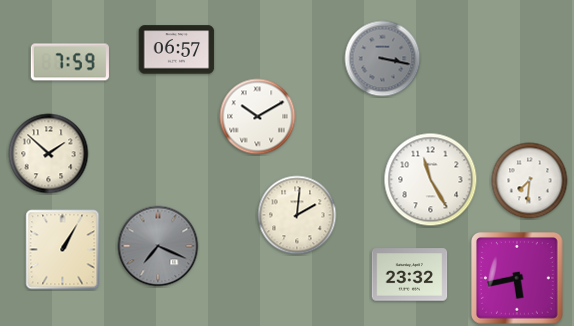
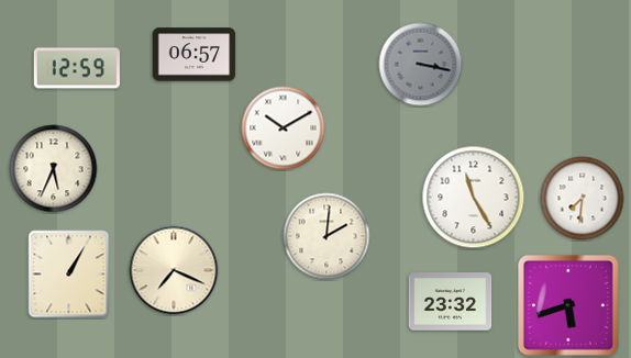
clock at (70, 62): 7:59 -> 12:59
clock at (49, 154): 1:52 -> 5:34
clock at (158, 246) dial: grey -> cream
clock at (518, 279): 5:43 -> 5:42
